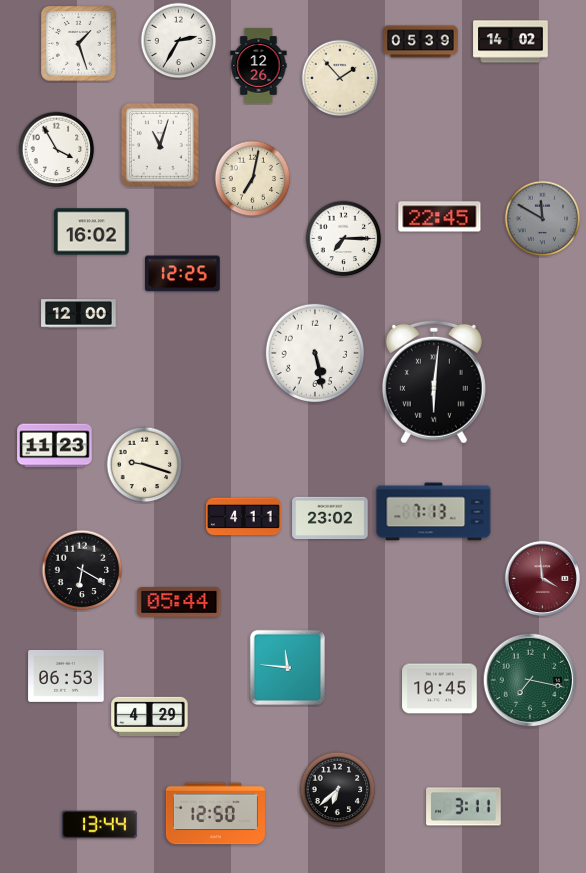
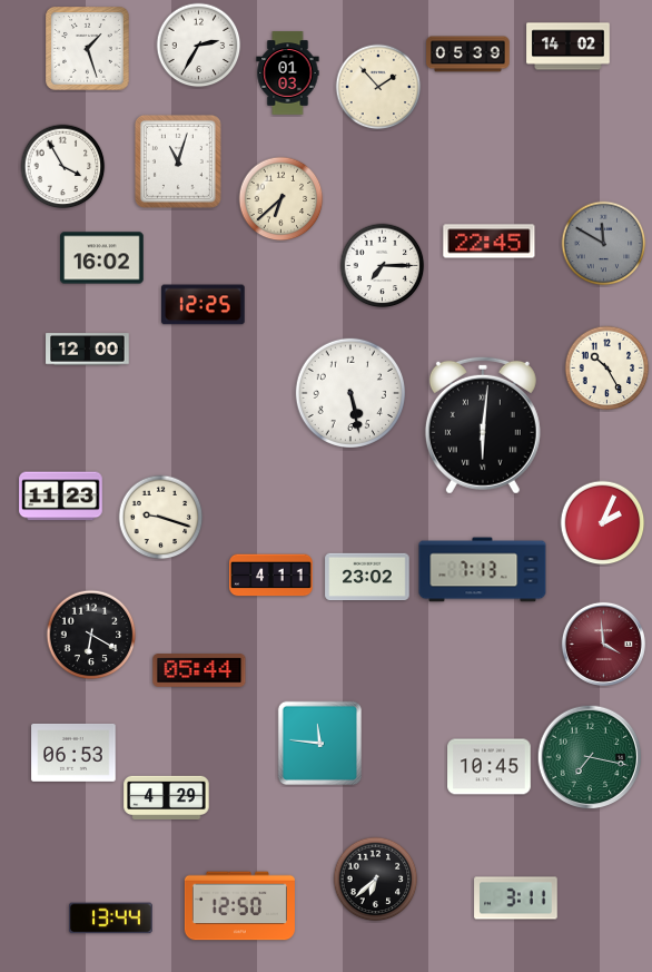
clock at (421, 42) position: (421, 42) -> (468, 55)
clock at (259, 66): 12:26 -> 01:03
clock at (253, 179): 7:02 -> 6:38
clock at (607, 369): none -> 10:25
clock at (603, 523): none -> 2:04
